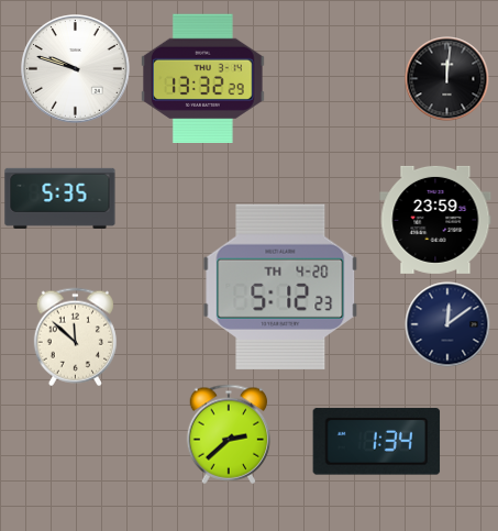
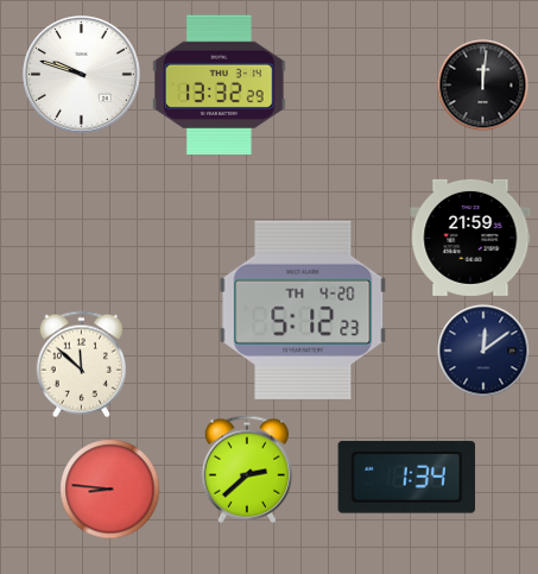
clock at (60, 198): 5:35 -> none
clock at (435, 220): 23:59 -> 21:59
clock at (110, 490): none -> 8:46
